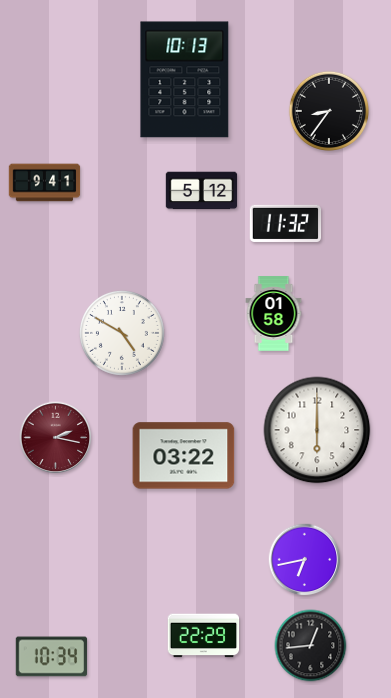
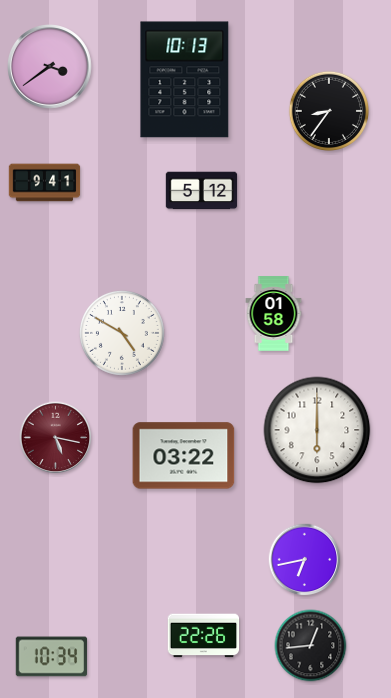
clock at (50, 67): none -> 3:39
clock at (286, 223): 11:32 -> none
clock at (56, 438): 2:17 -> 5:17
clock at (204, 636): 22:29 -> 22:26
